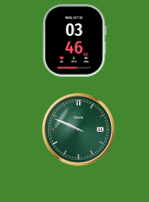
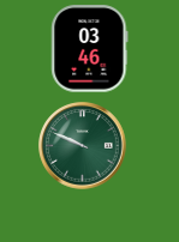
clock at (79, 130) position: (79, 130) -> (83, 146)
